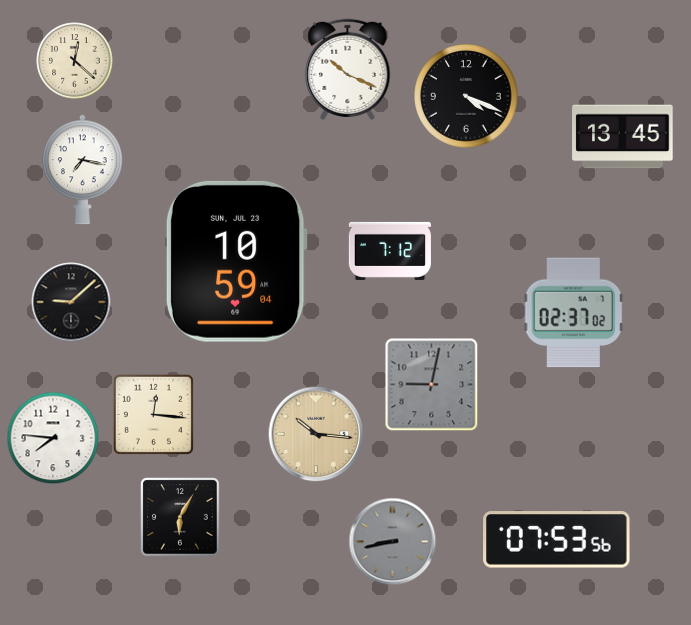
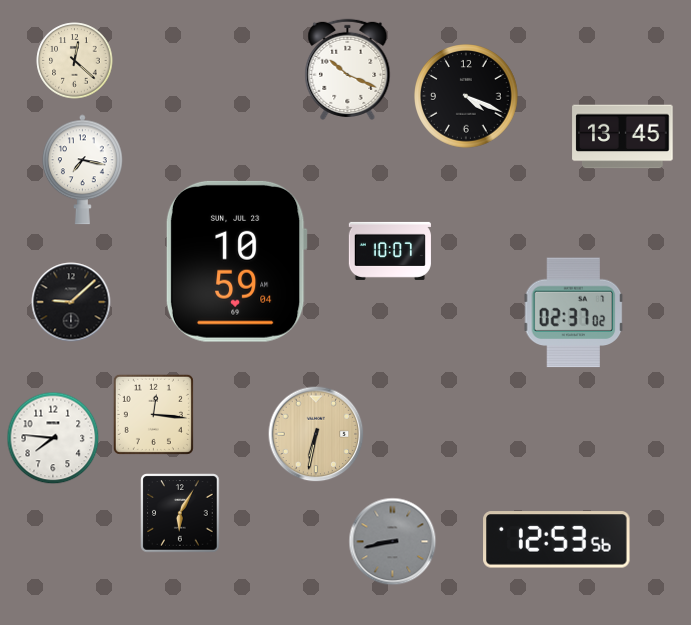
clock at (390, 251): 7:12 -> 10:07
clock at (432, 385): 9:02 -> none
clock at (316, 434): 10:16 -> 6:32
clock at (180, 517) position: (180, 517) -> (180, 513)
clock at (557, 540): 07:53 -> 12:53
